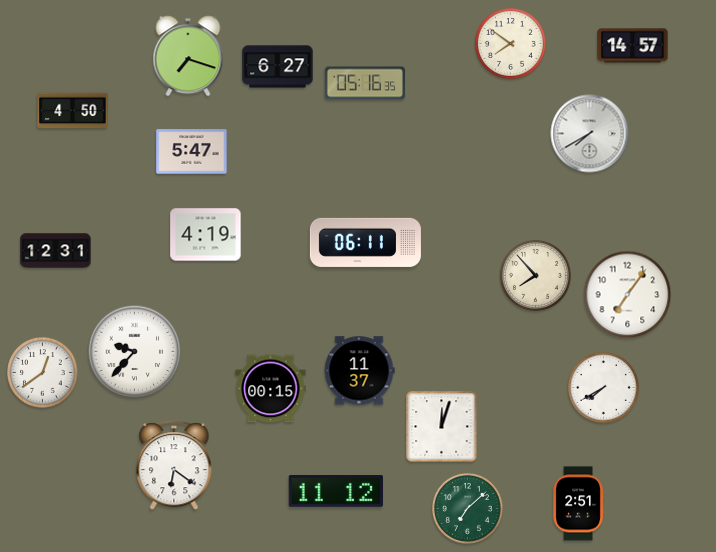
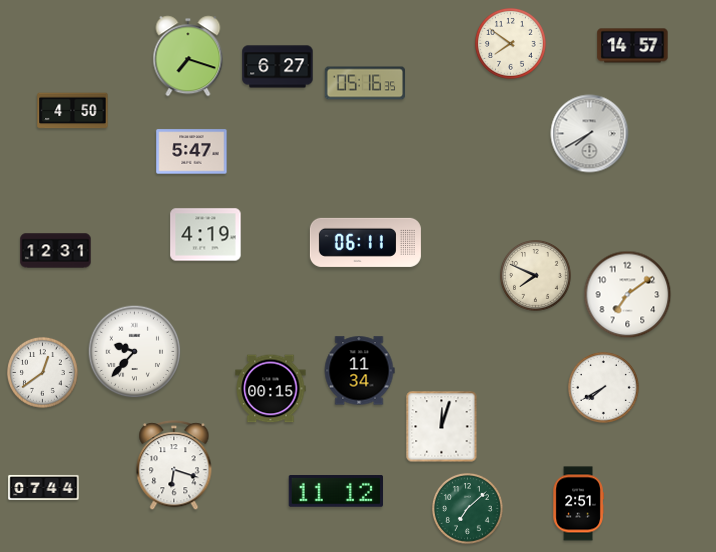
clock at (536, 276): 7:53 -> 7:49
clock at (628, 295): 7:06 -> 7:09
clock at (359, 371): 11:37 -> 11:34
clock at (174, 466): 6:21 -> 6:18
clock at (44, 487): none -> 07:44
